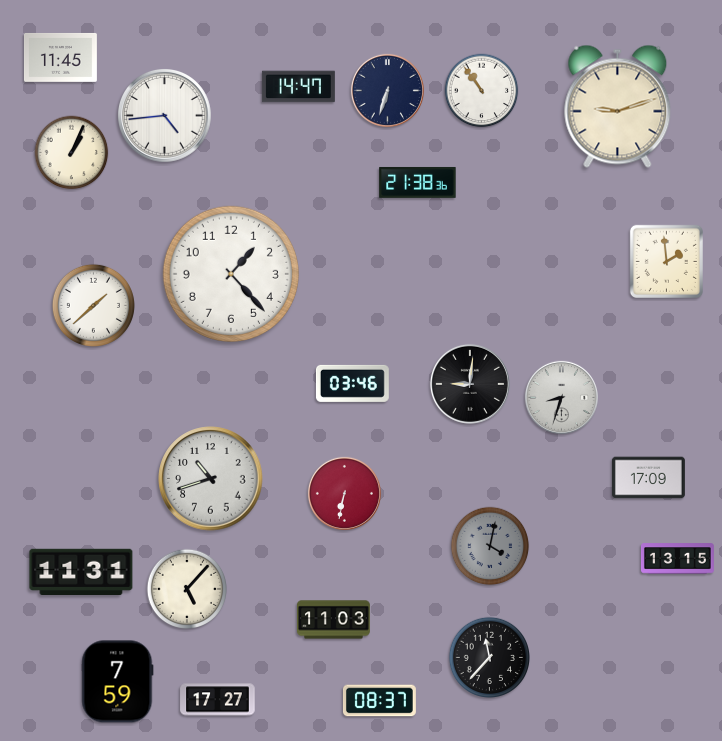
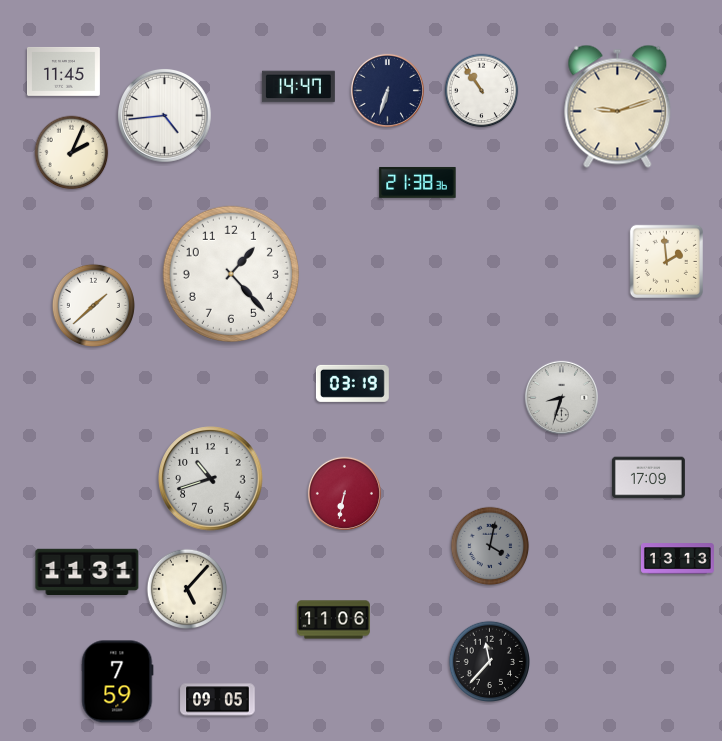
clock at (60, 57) position: (60, 57) -> (63, 71)
clock at (72, 153): 1:04 -> 2:04
clock at (352, 383): 03:46 -> 03:19
clock at (470, 384): 9:01 -> none
clock at (677, 559): 13:15 -> 13:13
clock at (81, 571) position: (81, 571) -> (87, 571)
clock at (334, 620): 11:03 -> 11:06
clock at (489, 657) position: (489, 657) -> (489, 661)
clock at (218, 700): 17:27 -> 09:05
clock at (379, 701): 08:37 -> none
